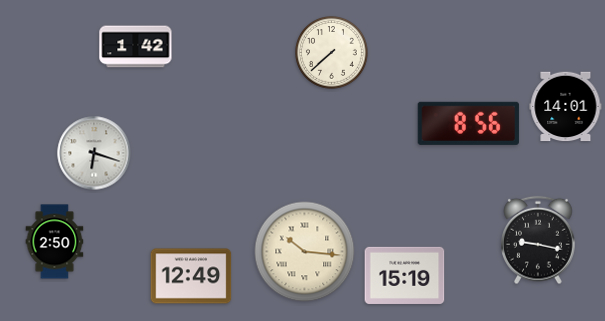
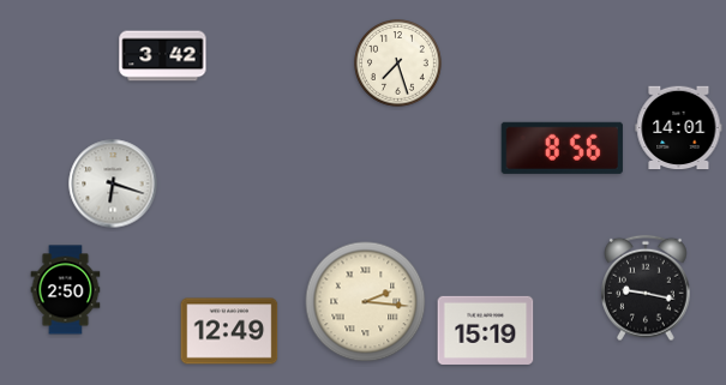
clock at (136, 47): 1:42 -> 3:42
clock at (332, 53): 7:38 -> 7:27
clock at (305, 252): 10:16 -> 2:16
